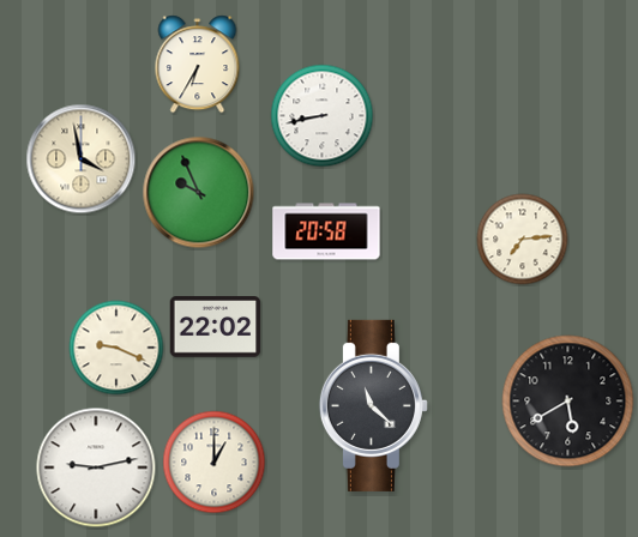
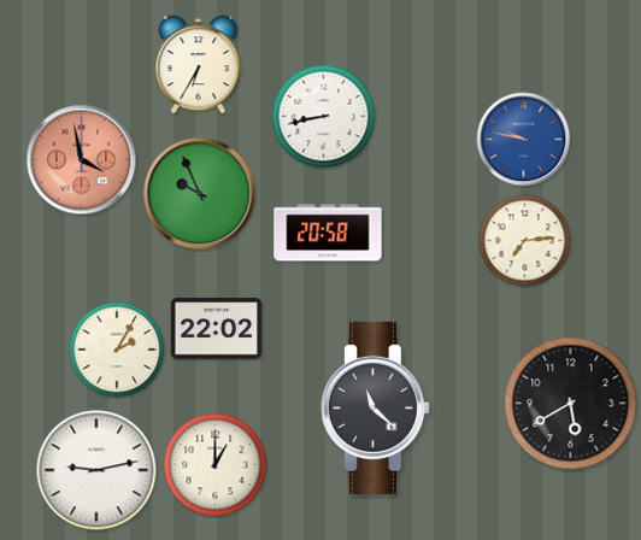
clock at (524, 140): none -> 9:47
clock at (82, 159) dial: cream -> salmon
clock at (116, 348): 9:19 -> 2:05
